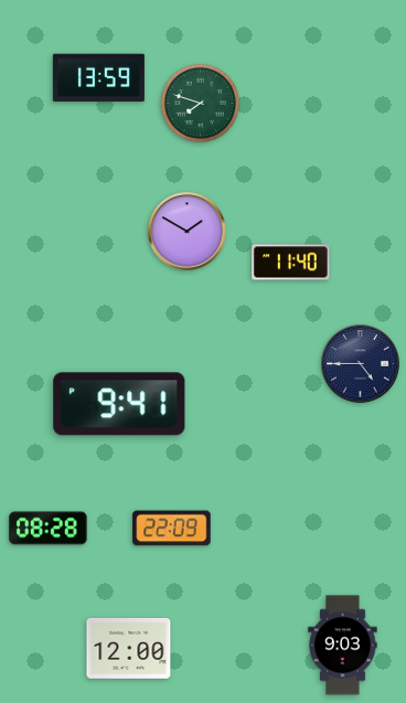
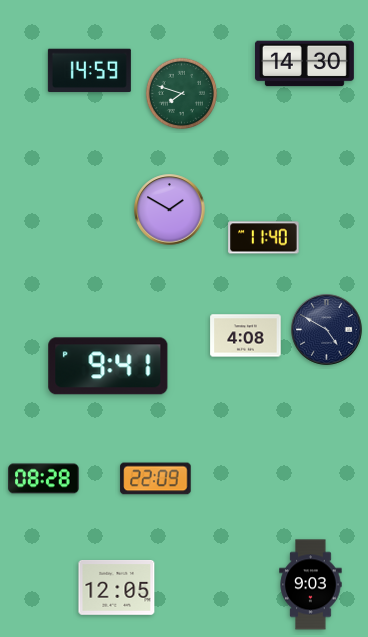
clock at (304, 64): none -> 14:30
clock at (98, 78): 13:59 -> 14:59
clock at (361, 364): 4:45 -> 4:50
clock at (246, 336): none -> 4:08
clock at (129, 649): 12:00 -> 12:05
